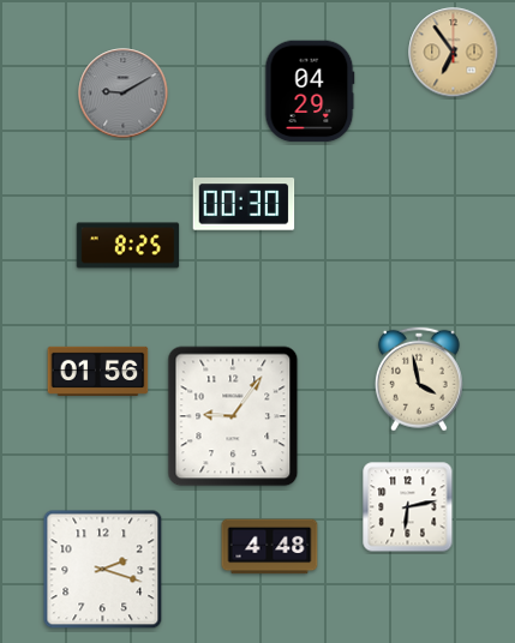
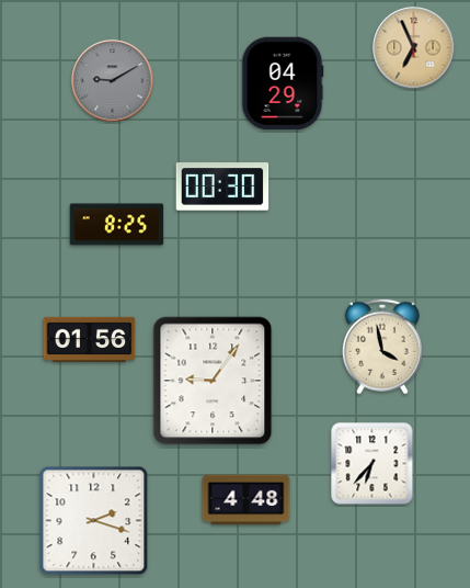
clock at (454, 53): 6:54 -> 6:56
clock at (124, 94) position: (124, 94) -> (113, 81)
clock at (408, 507): 6:13 -> 6:37
